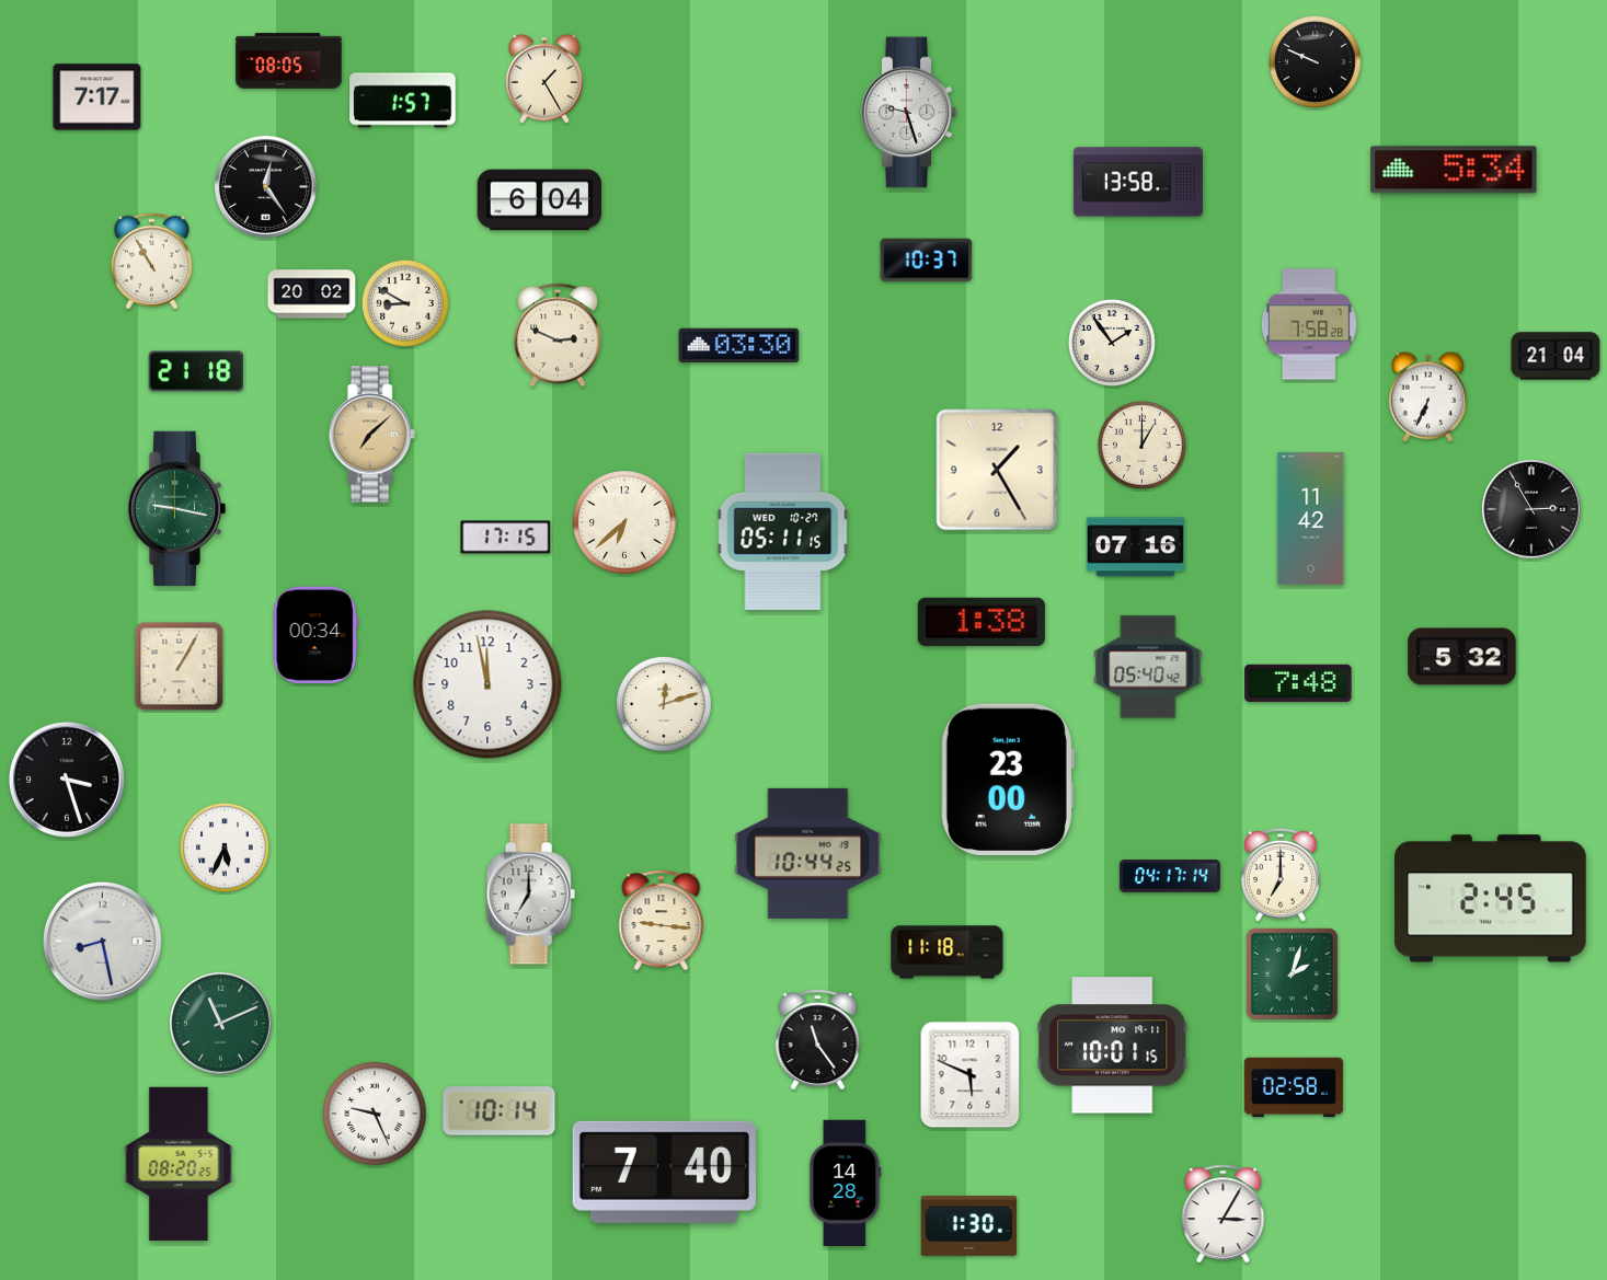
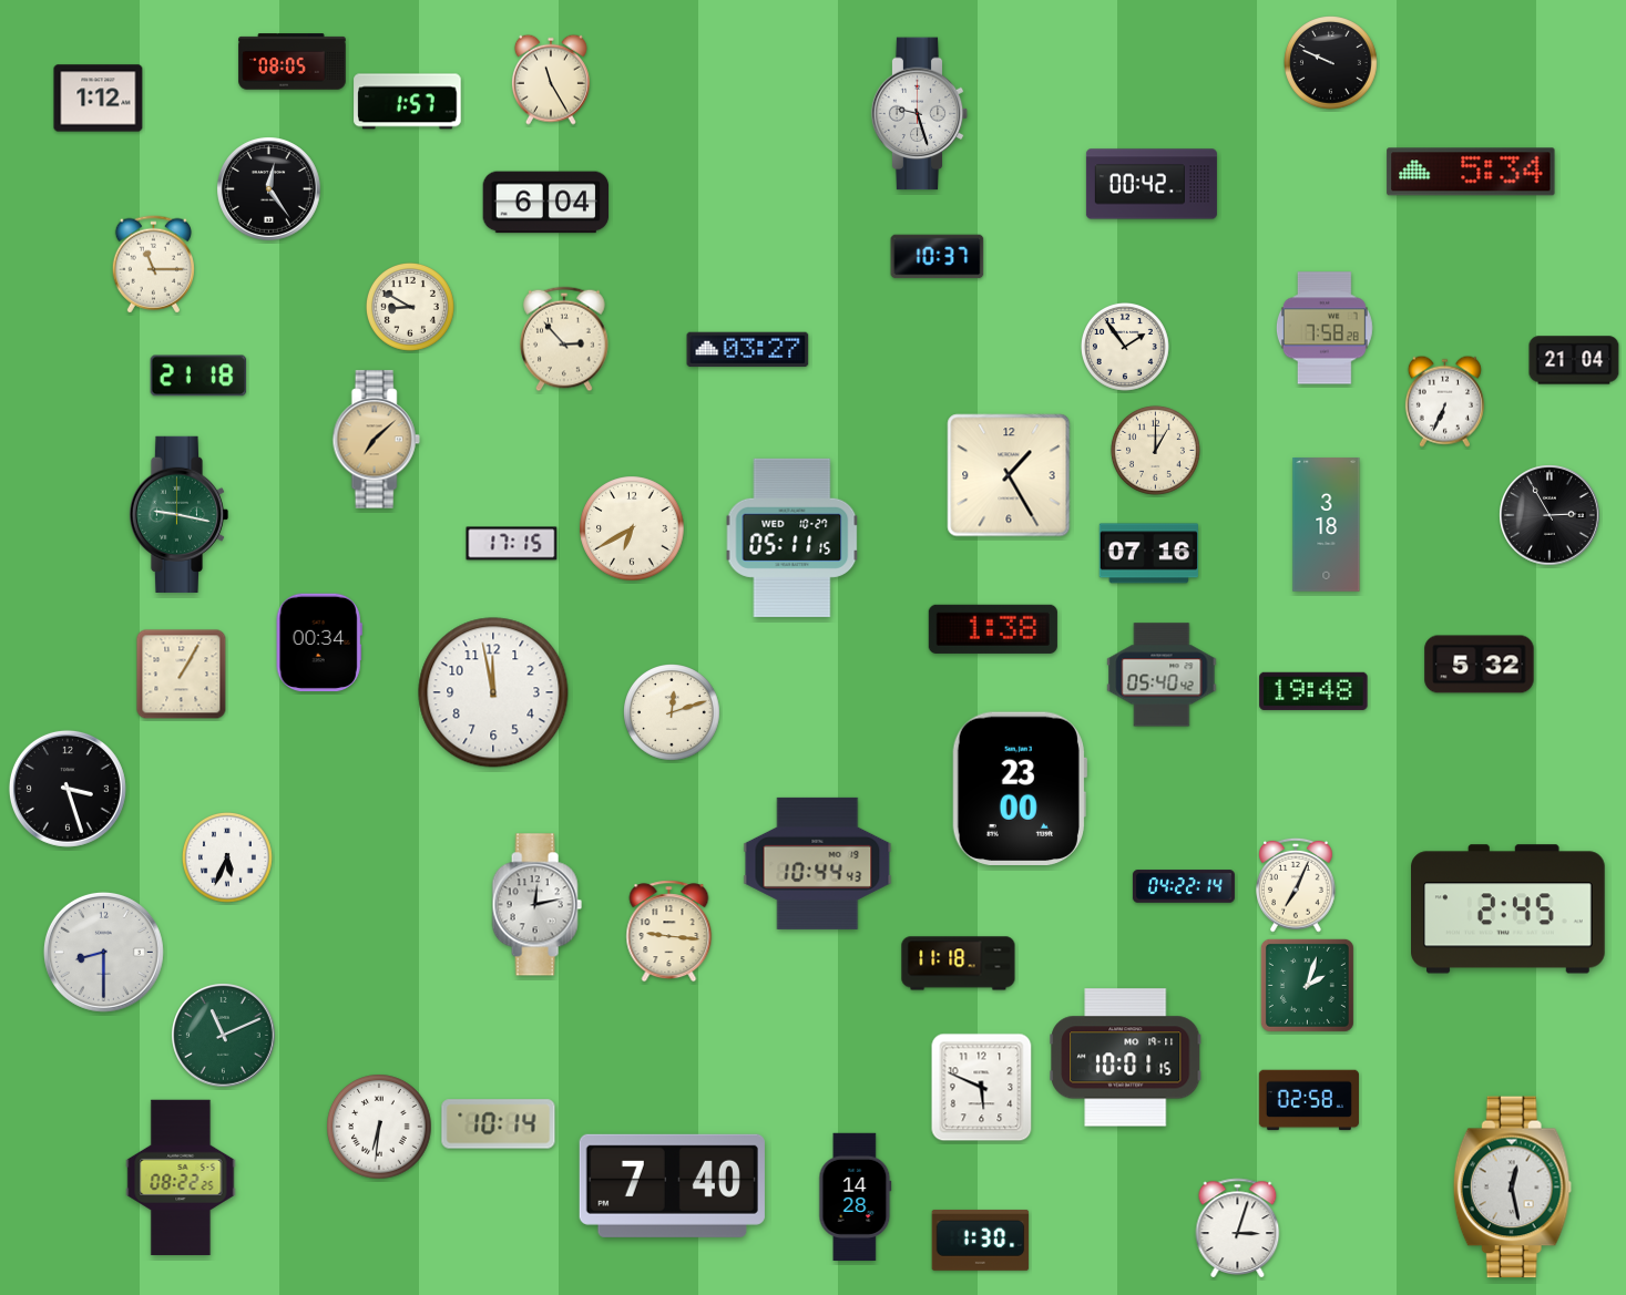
clock at (544, 79): 1:25 -> 11:25
clock at (97, 97): 7:17 -> 1:12
clock at (1138, 182): 13:58 -> 00:42
clock at (927, 261) position: (927, 261) -> (938, 257)
clock at (151, 262): 10:55 -> 11:15
clock at (312, 295): 20:02 -> none
clock at (558, 335): 2:49 -> 2:53
clock at (739, 346): 03:30 -> 03:27
clock at (1311, 519): 11:42 -> 3:18
clock at (624, 522): 6:38 -> 6:40
clock at (1298, 683): 7:48 -> 19:48
clock at (808, 853): 10:44:25 -> 10:44:43
clock at (1282, 875): 7:00 -> 7:04
clock at (1170, 876): 04:17 -> 04:22
clock at (530, 895): 7:00 -> 12:13
clock at (102, 941): 8:28 -> 8:30
clock at (818, 1040): 11:24 -> none
clock at (500, 1111) position: (500, 1111) -> (499, 1124)
clock at (375, 1114): 9:26 -> 6:31
clock at (179, 1164): 08:20 -> 08:22
clock at (1512, 1188): none -> 12:28
clock at (1224, 1213): 3:05 -> 3:03
